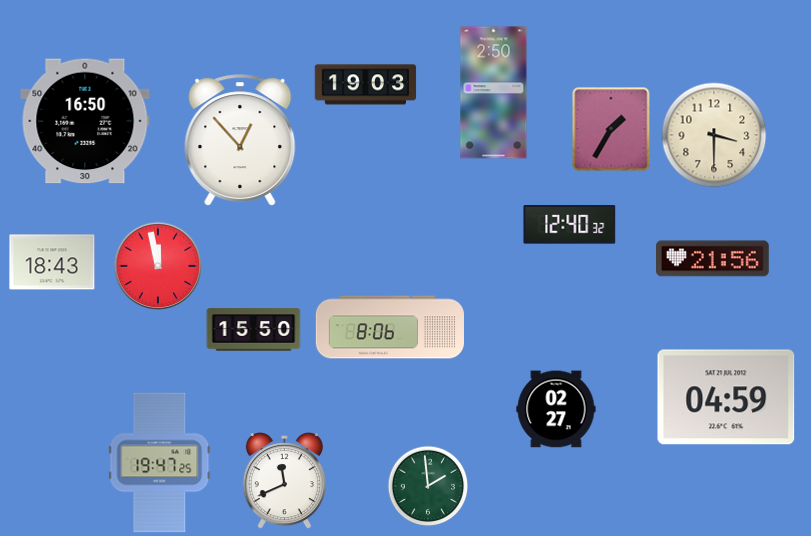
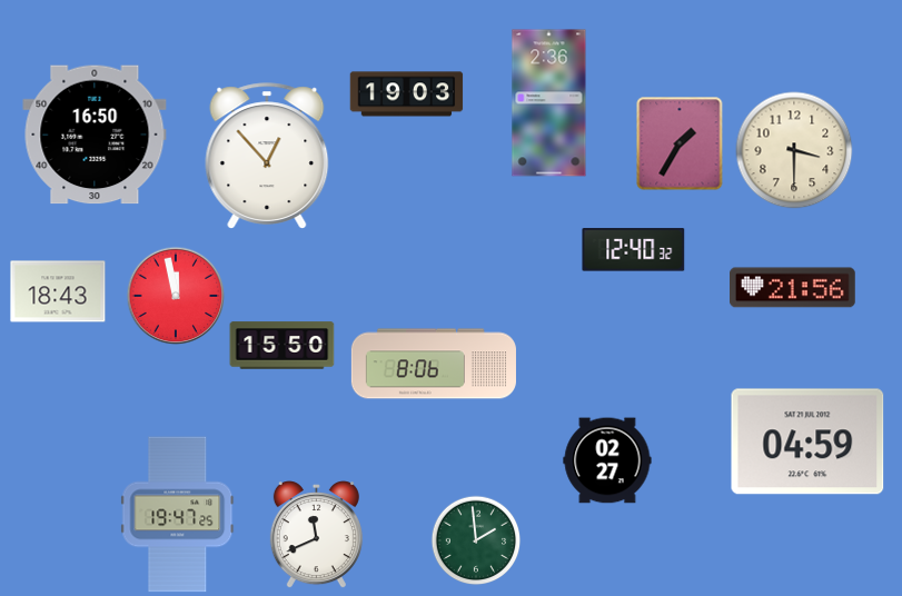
clock at (494, 93): 2:50 -> 2:36
clock at (254, 330) position: (254, 330) -> (283, 346)
clock at (556, 409) position: (556, 409) -> (607, 460)
